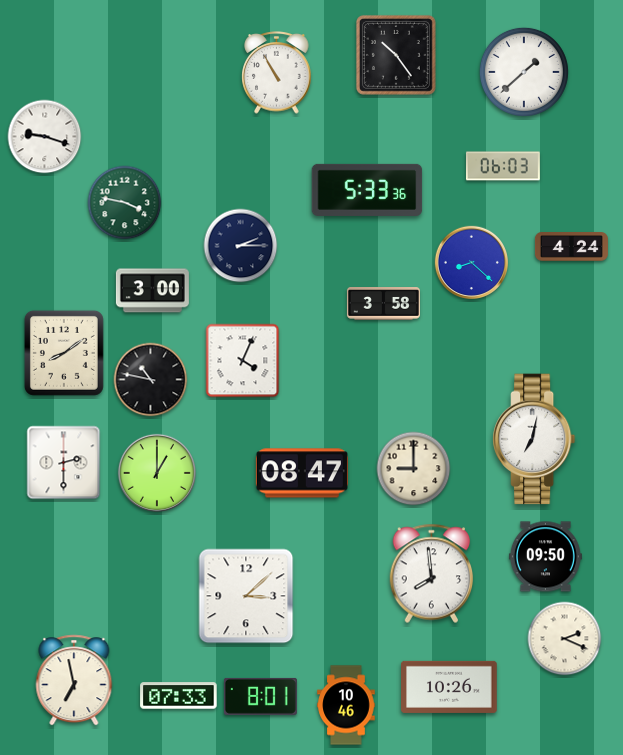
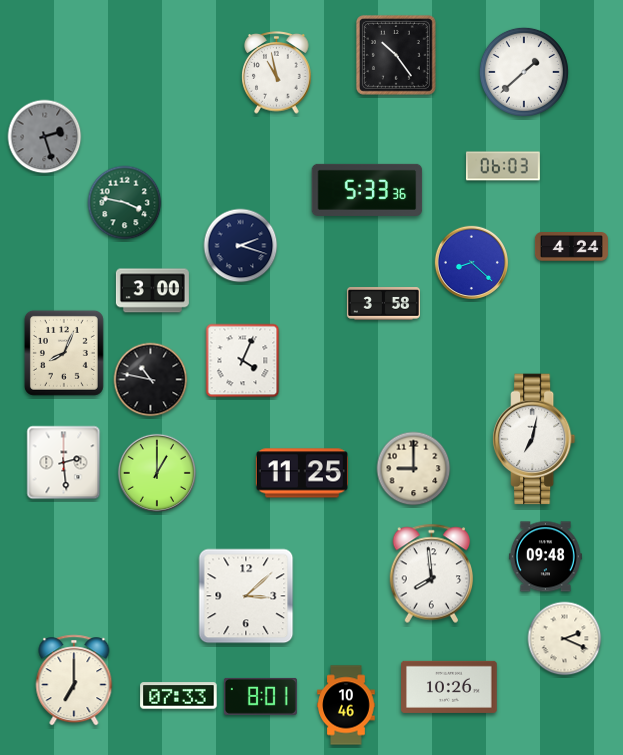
clock at (277, 73): 10:55 -> 10:58
clock at (45, 137): 9:18 -> 2:27
clock at (45, 137) dial: white -> grey
clock at (241, 246): 2:15 -> 2:18
clock at (64, 353): 8:09 -> 8:04
clock at (64, 463): 2:30 -> 2:29
clock at (302, 473): 08:47 -> 11:25
clock at (545, 557): 09:50 -> 09:48
clock at (74, 680): 6:58 -> 7:00
